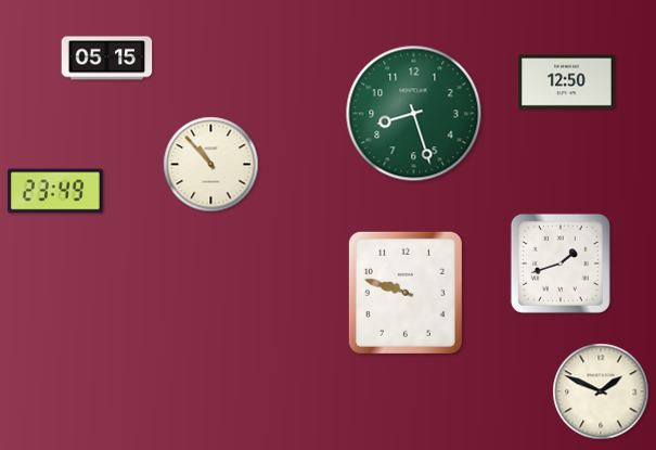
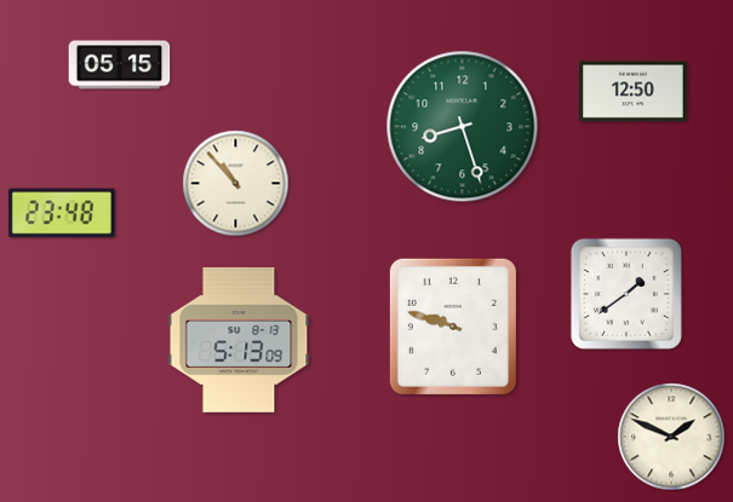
clock at (55, 191): 23:49 -> 23:48
clock at (561, 263): 1:42 -> 1:39
clock at (239, 340): none -> 5:13
